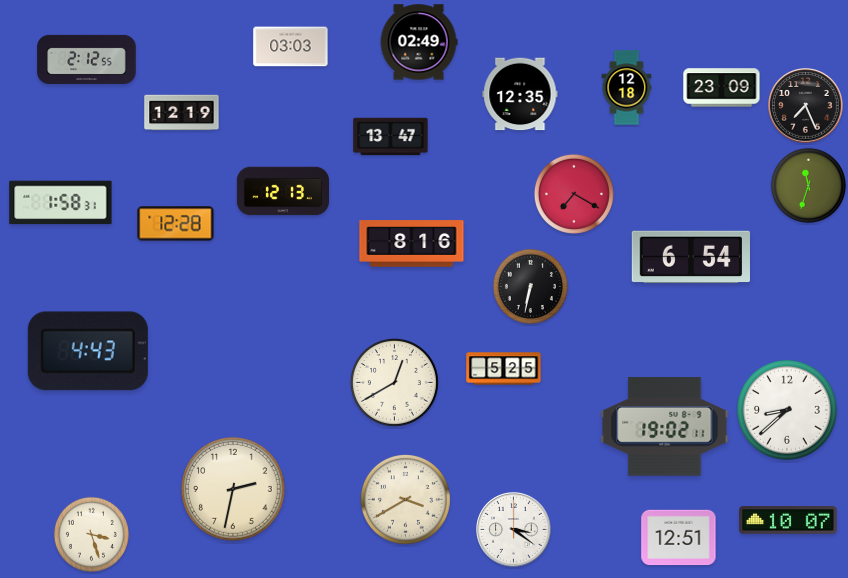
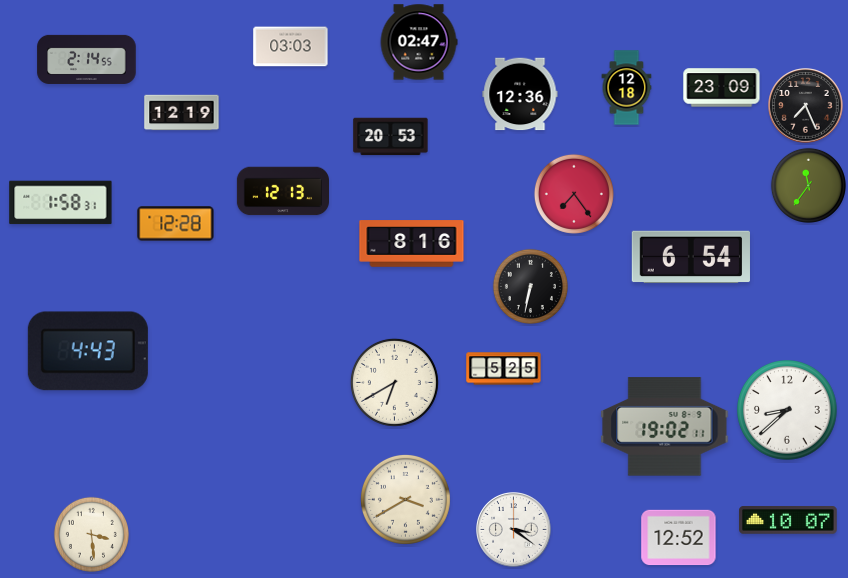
clock at (419, 42): 02:49 -> 02:47
clock at (87, 59): 2:12 -> 2:14
clock at (520, 94): 12:35 -> 12:36
clock at (391, 137): 13:47 -> 20:53
clock at (808, 185): 11:33 -> 11:36
clock at (574, 194): 7:20 -> 7:24
clock at (394, 382): 12:40 -> 6:40
clock at (233, 489): 2:32 -> none
clock at (91, 534): 3:27 -> 3:29
clock at (679, 538): 12:51 -> 12:52
